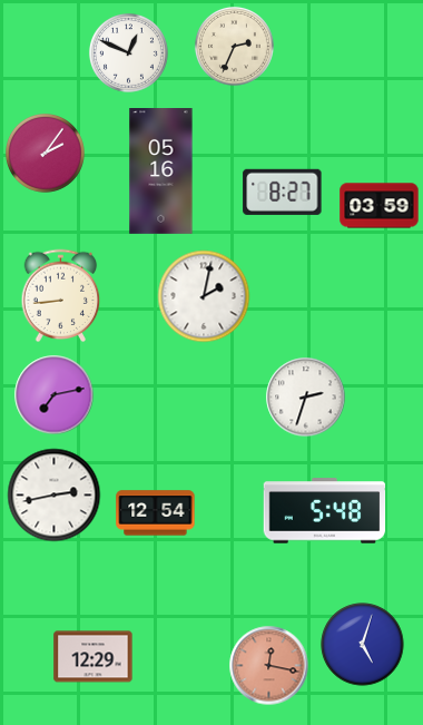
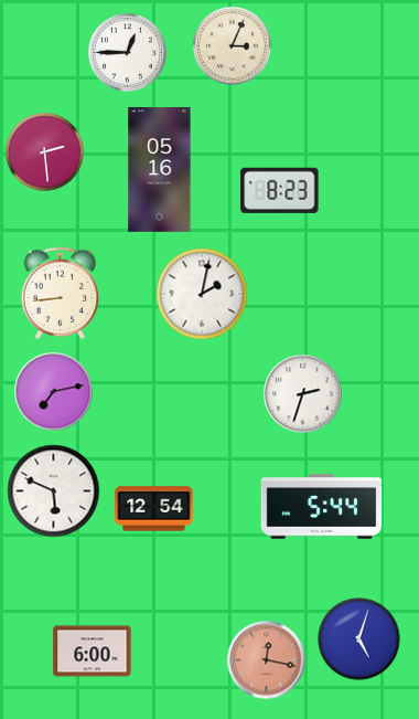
clock at (234, 46): 2:34 -> 3:04
clock at (128, 52): 12:49 -> 12:45
clock at (45, 153): 2:06 -> 2:29
clock at (283, 192): 8:27 -> 8:23
clock at (380, 206): 03:59 -> none
clock at (55, 496): 2:43 -> 5:49
clock at (325, 511): 5:48 -> 5:44
clock at (94, 657): 12:29 -> 6:00
